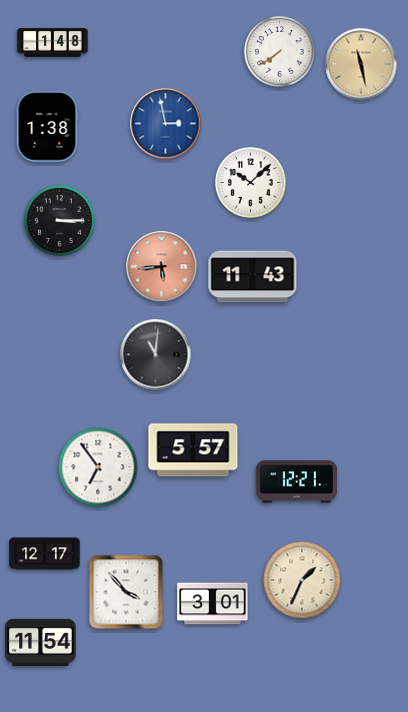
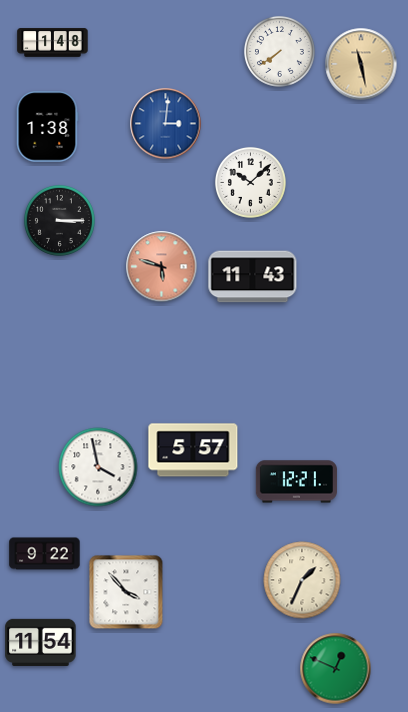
clock at (166, 124): 2:58 -> 3:01
clock at (162, 267): 5:44 -> 5:48
clock at (156, 355): 11:01 -> none
clock at (98, 467): 6:54 -> 3:58
clock at (45, 554): 12:17 -> 9:22
clock at (213, 604): 3:01 -> none
clock at (336, 669): none -> 12:49
